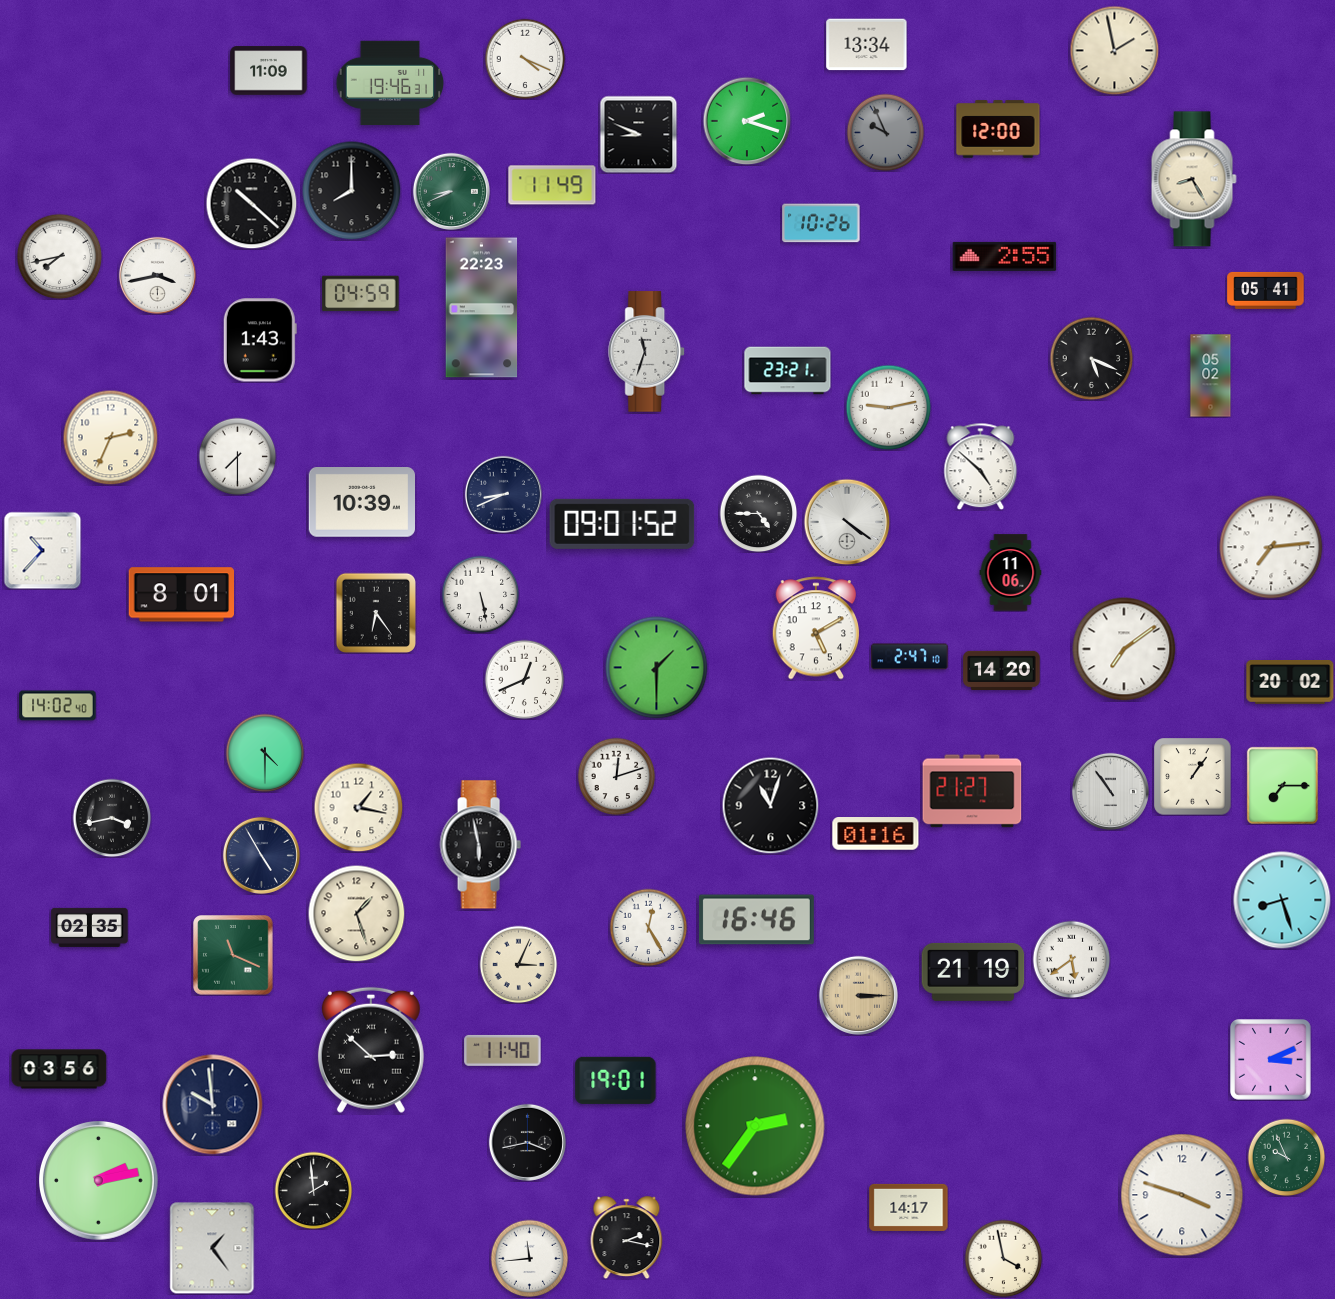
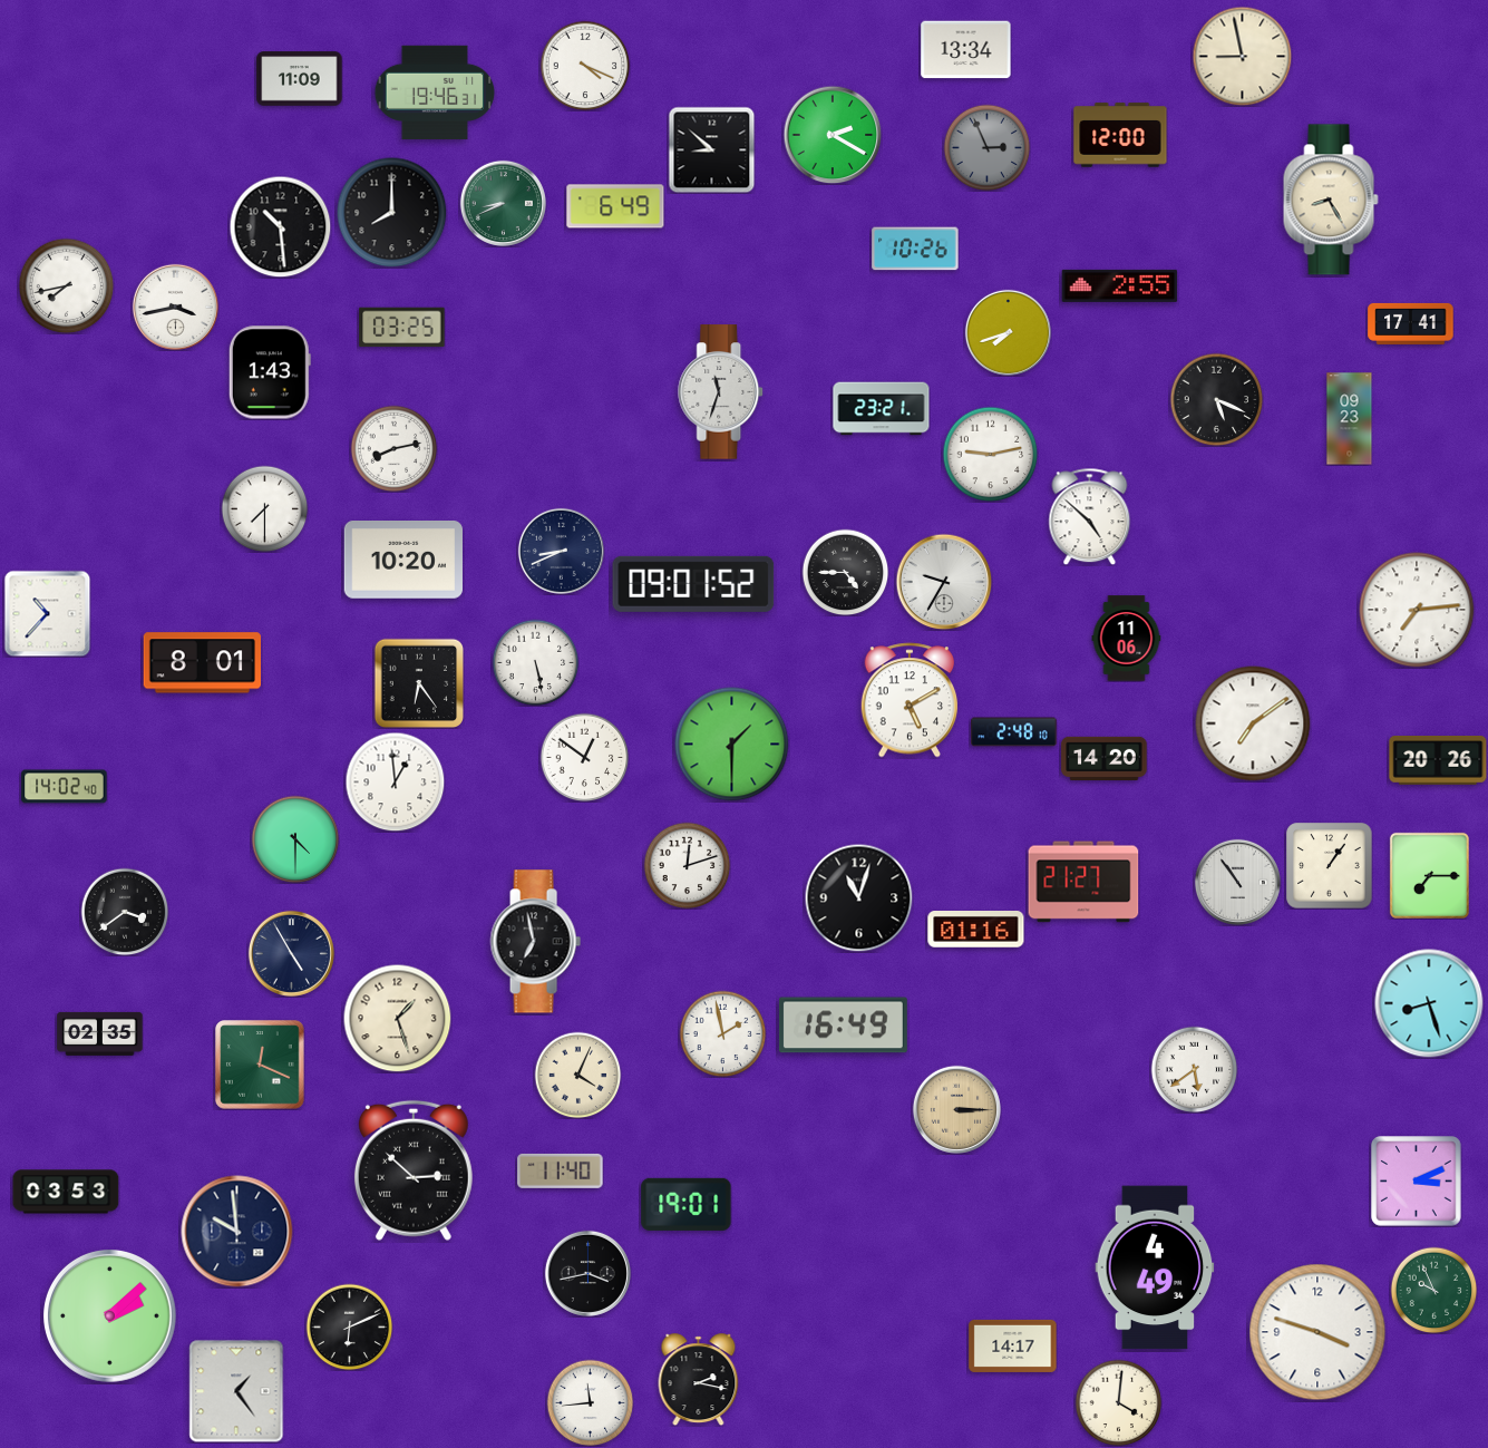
clock at (1114, 50): 1:58 -> 8:58
clock at (747, 121): 2:18 -> 2:20
clock at (998, 129) position: (998, 129) -> (1120, 135)
clock at (885, 132): 9:56 -> 2:56
clock at (638, 134): 8:49 -> 8:52
clock at (552, 185): 11:49 -> 6:49
clock at (451, 191) position: (451, 191) -> (503, 203)
clock at (251, 203): 10:22 -> 10:29
clock at (1266, 290): 05:41 -> 17:41
clock at (361, 294): 04:59 -> 03:25
clock at (1008, 332): none -> 7:42
clock at (482, 308): 22:23 -> none
clock at (260, 340) position: (260, 340) -> (270, 372)
clock at (788, 371) position: (788, 371) -> (882, 409)
clock at (1211, 376): 05:02 -> 09:23
clock at (393, 448): none -> 8:13
clock at (110, 437): 2:34 -> none
clock at (981, 466) position: (981, 466) -> (1090, 516)
clock at (361, 503): 10:39 -> 10:20
clock at (847, 522): 4:21 -> 9:35
clock at (910, 657): 2:47 -> 2:48
clock at (1002, 670) position: (1002, 670) -> (1105, 758)
clock at (524, 679): 12:41 -> 12:51
clock at (1290, 683): 20:02 -> 20:26
clock at (395, 781): none -> 12:59
clock at (358, 807): 1:17 -> none
clock at (112, 818): 3:43 -> 3:39
clock at (480, 845): 5:58 -> 6:58
clock at (756, 920): 16:46 -> 16:49
clock at (648, 927): 12:25 -> 1:58
clock at (233, 955): 11:19 -> 12:19
clock at (518, 964): 3:04 -> 4:04
clock at (973, 972): 21:19 -> none
clock at (59, 1069): 03:56 -> 03:53
clock at (755, 1126): 2:36 -> none
clock at (1155, 1267): none -> 4:49
clock at (99, 1181): 2:13 -> 2:08
clock at (313, 1190): 1:59 -> 6:11
clock at (1003, 1258): 3:58 -> 4:01
